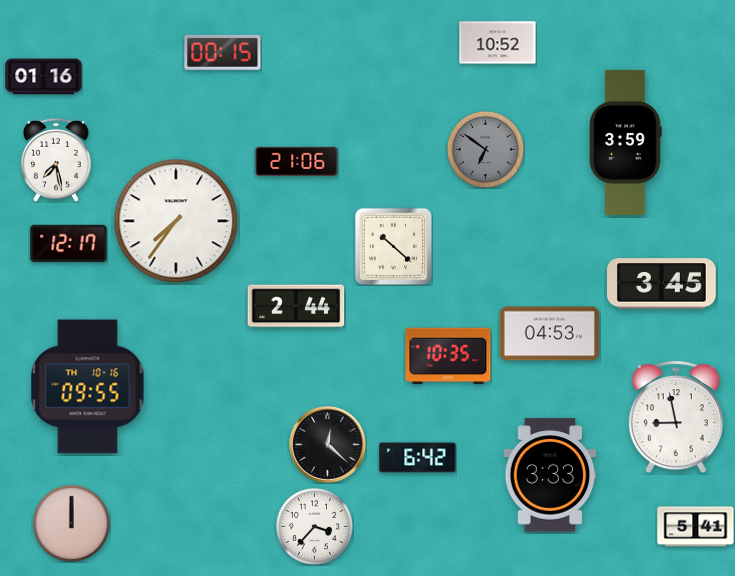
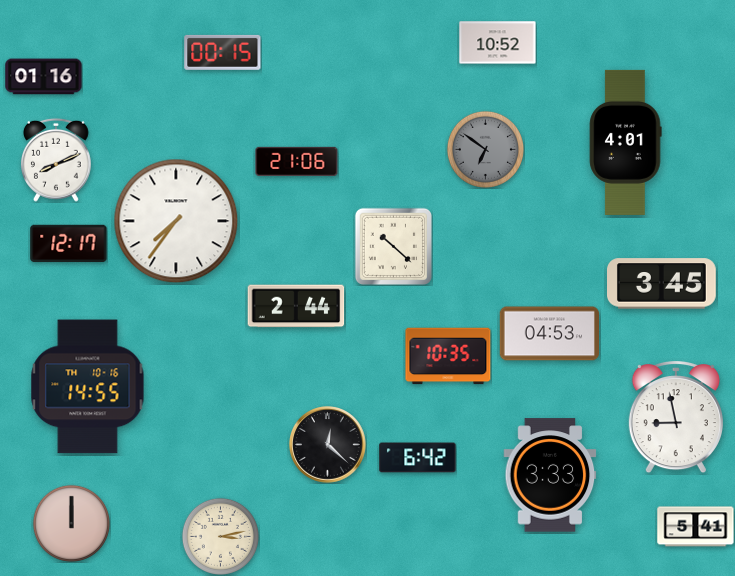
clock at (626, 142): 3:59 -> 4:01
clock at (56, 160): 7:28 -> 8:11
clock at (88, 387): 09:55 -> 14:55
clock at (314, 526): 3:37 -> none
clock at (220, 536): none -> 3:13
